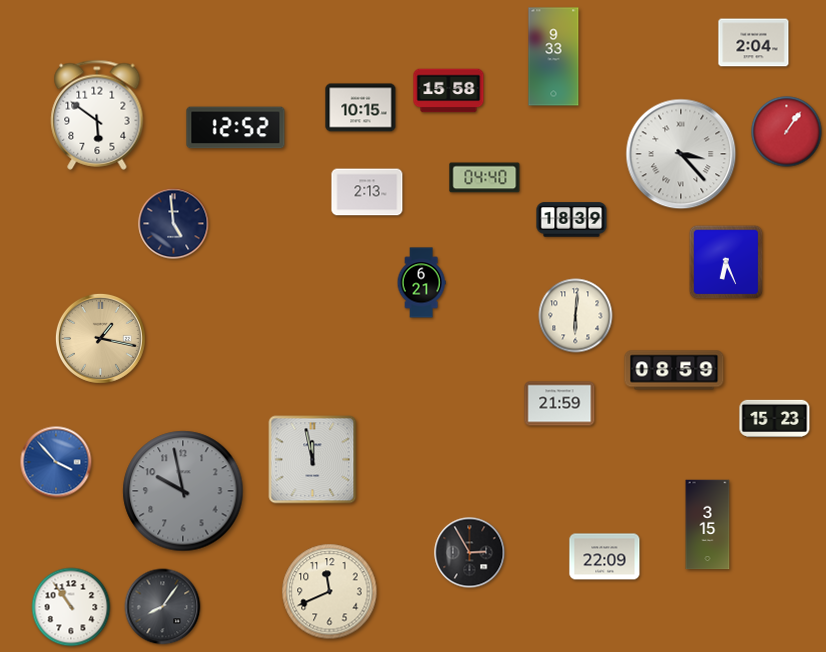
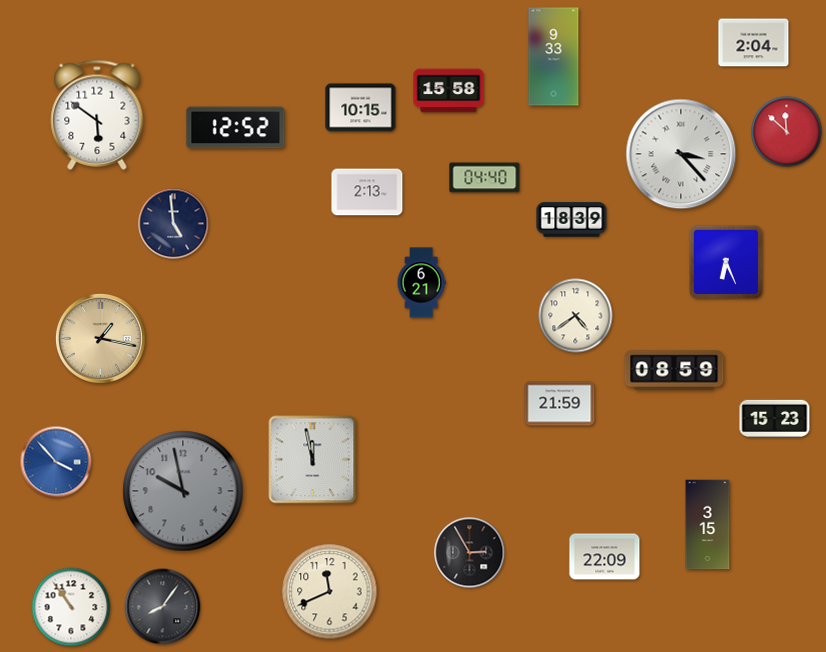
clock at (787, 132): 1:06 -> 11:52
clock at (576, 316): 6:01 -> 4:39
